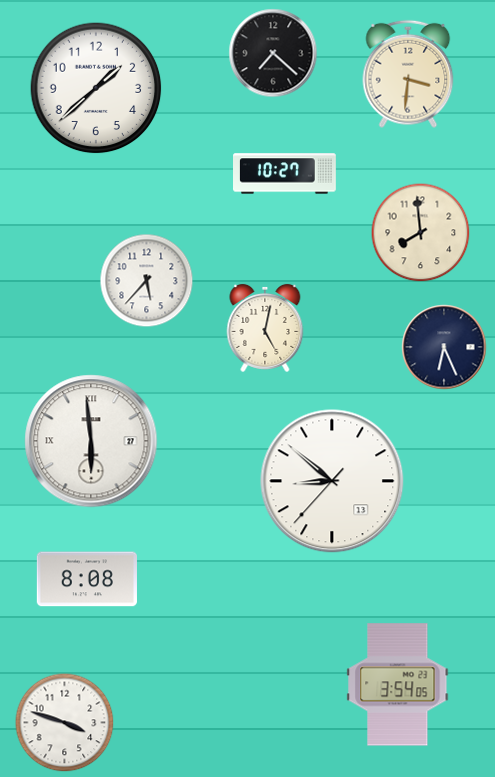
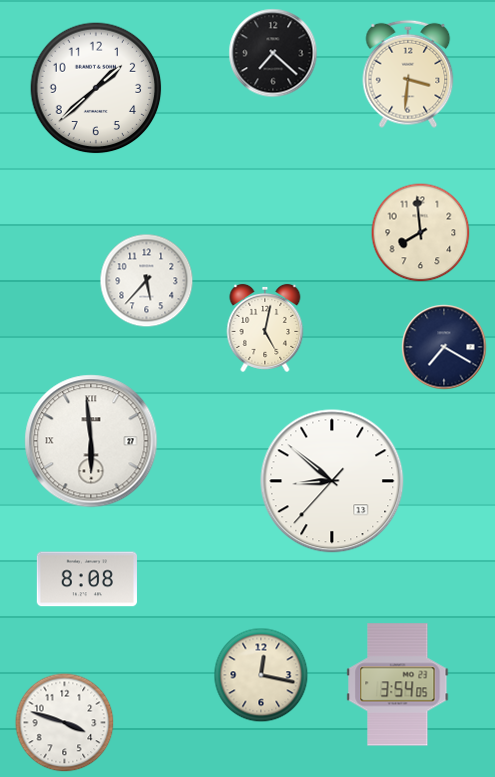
clock at (285, 174): 10:27 -> none
clock at (444, 347): 6:26 -> 7:20
clock at (261, 675): none -> 12:17
